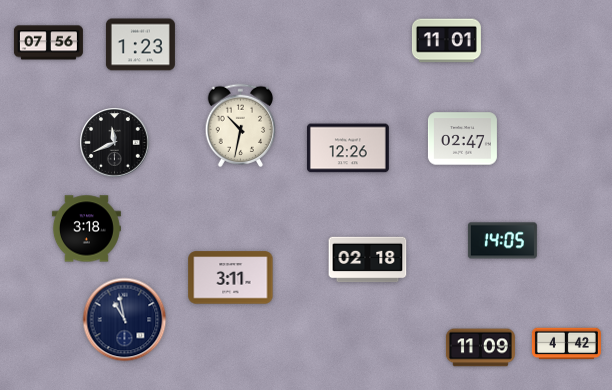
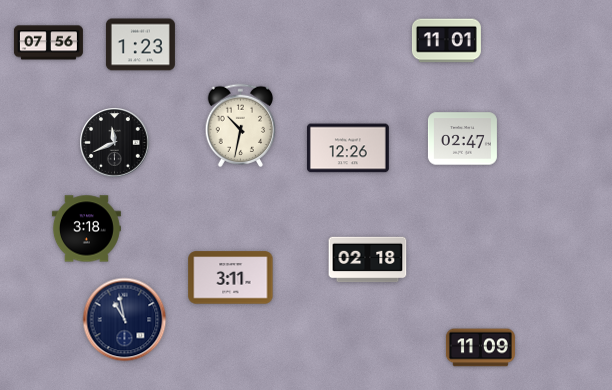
clock at (502, 241): 14:05 -> none
clock at (566, 344): 4:42 -> none
